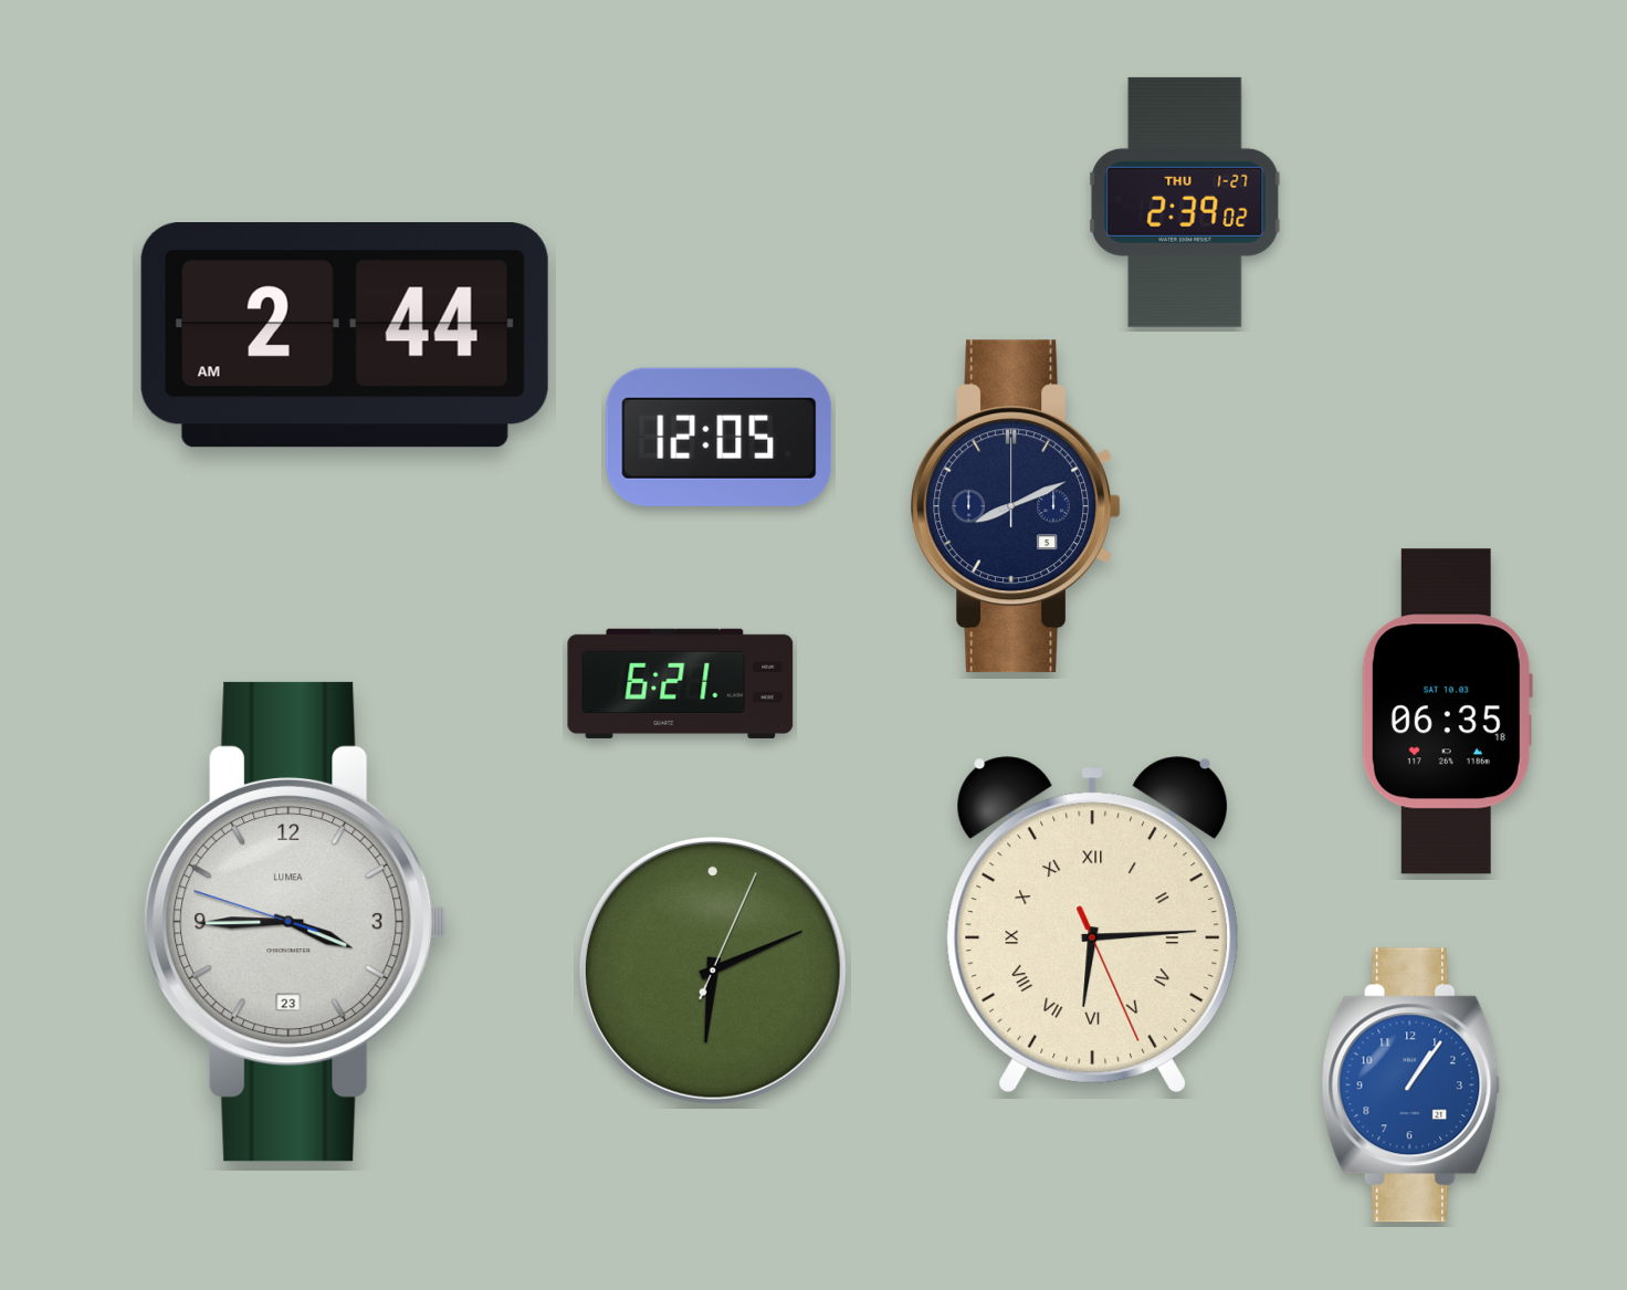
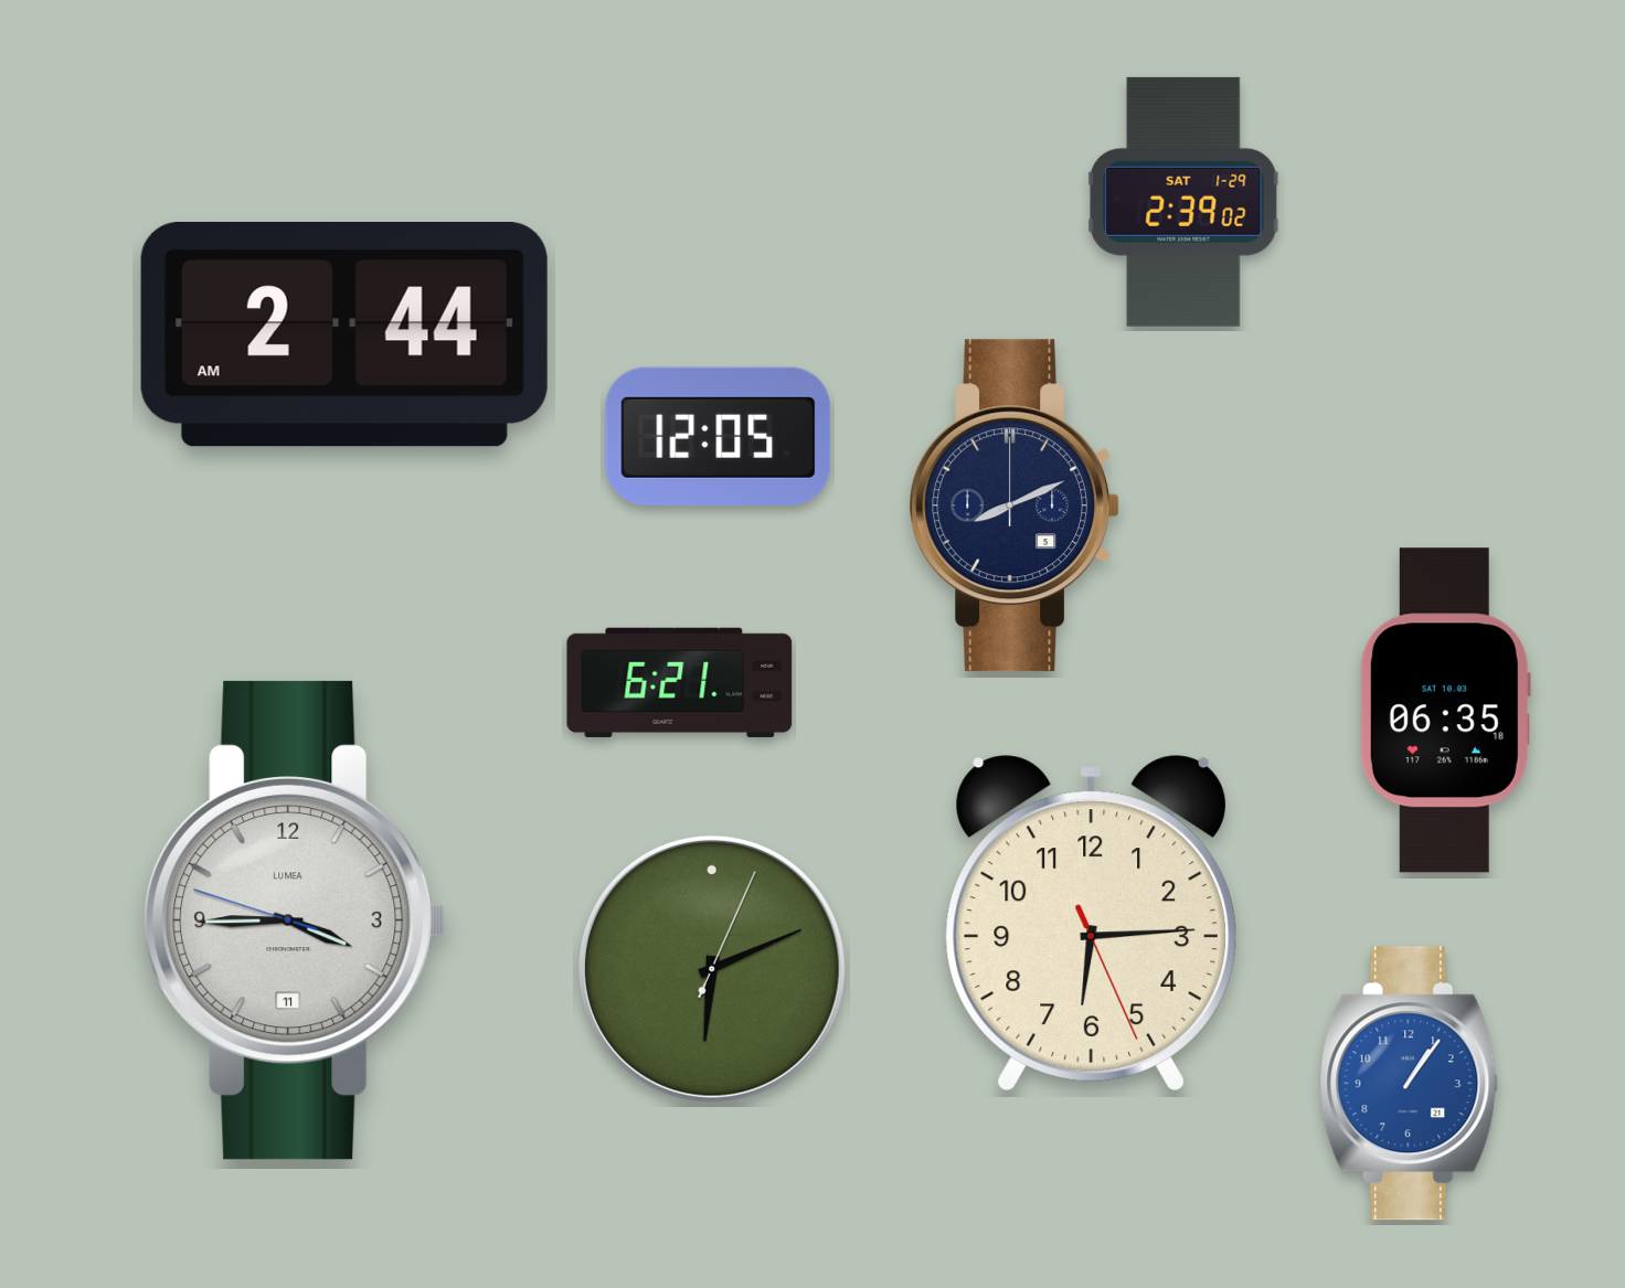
clock at (1185, 202) date: THU 1-27 -> SAT 1-29
clock at (295, 922) date: 23 -> 11
clock at (1092, 925) numerals: Roman -> Arabic
